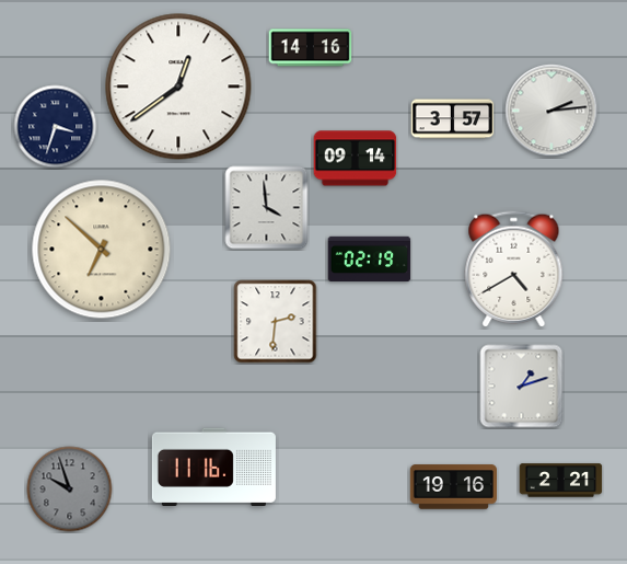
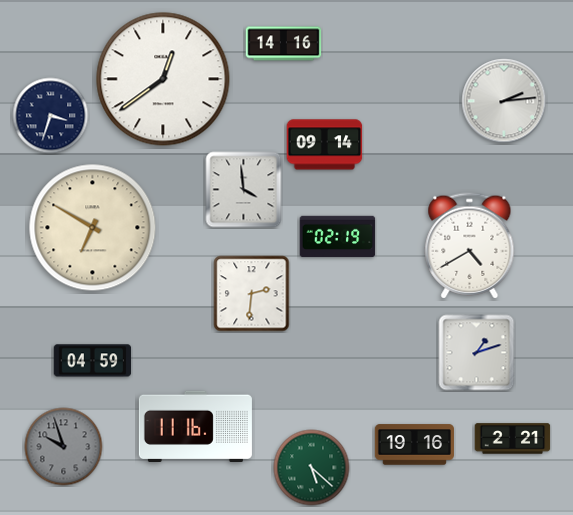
clock at (453, 119): 3:57 -> none
clock at (102, 250): 6:52 -> 6:50
clock at (93, 361): none -> 04:59
clock at (312, 468): none -> 5:22
